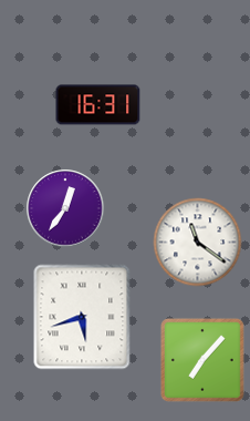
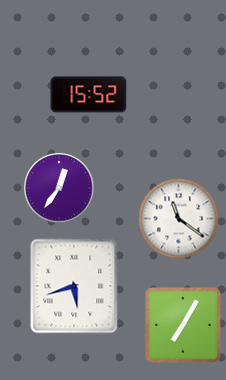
clock at (98, 105): 16:31 -> 15:52
clock at (202, 360): 7:07 -> 7:05
